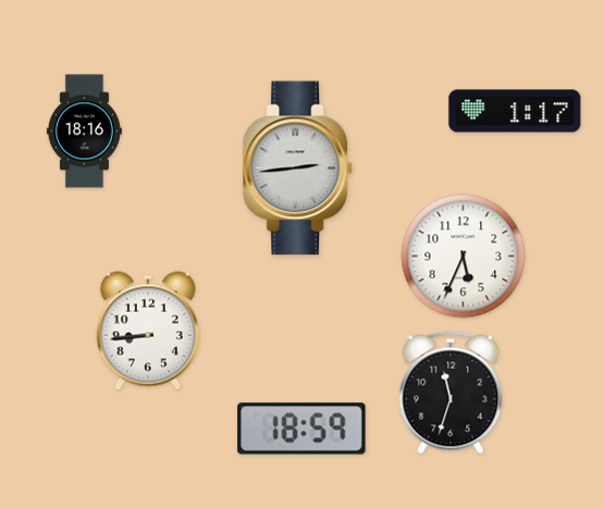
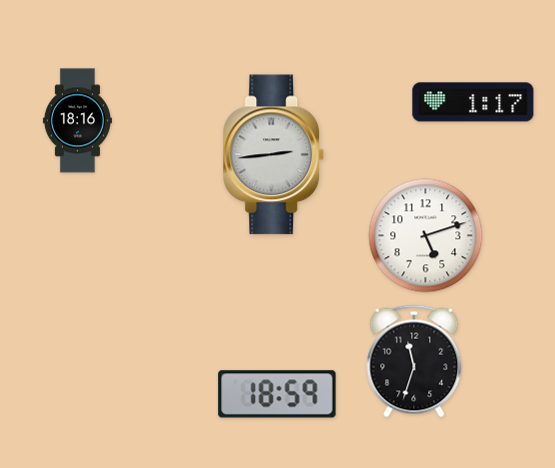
clock at (464, 257): 5:34 -> 5:12
clock at (148, 331): 8:44 -> none
